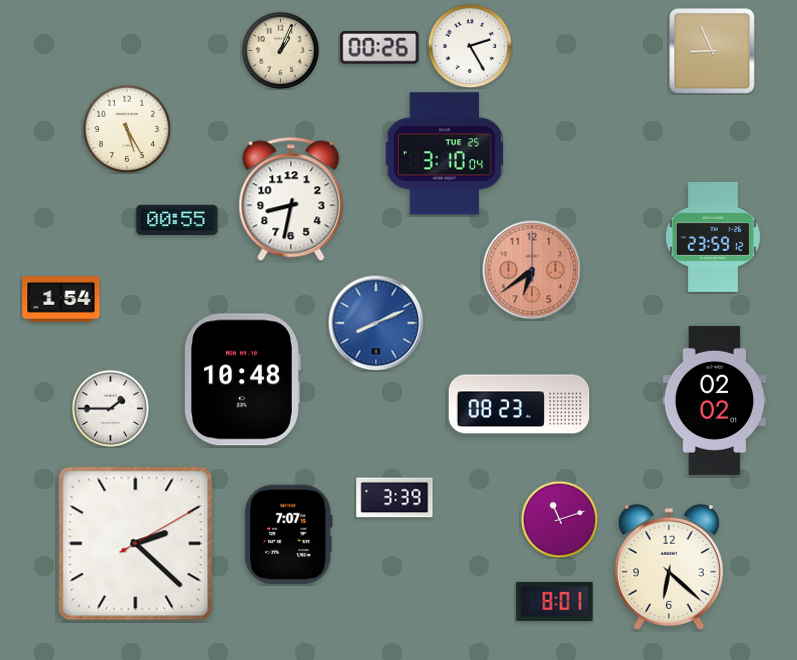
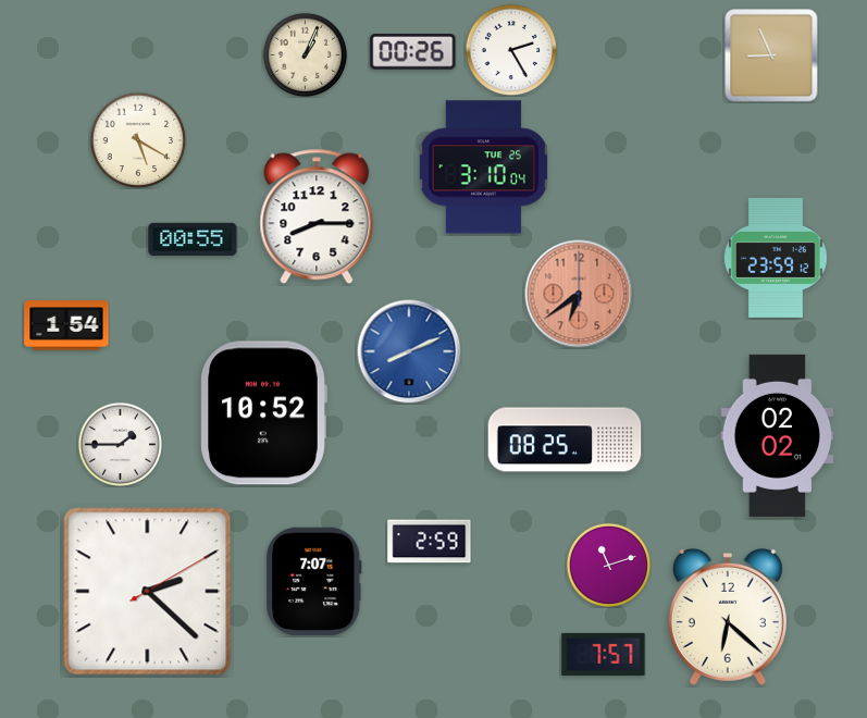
clock at (712, 51) position: (712, 51) -> (771, 55)
clock at (127, 129): 5:25 -> 5:20
clock at (291, 199): 8:32 -> 8:15
clock at (242, 380): 10:48 -> 10:52
clock at (519, 404): 08:23 -> 08:25
clock at (395, 498): 3:39 -> 2:59
clock at (555, 601): 8:01 -> 7:57
